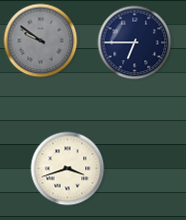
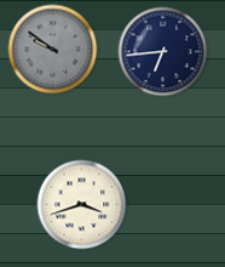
clock at (41, 41) position: (41, 41) -> (53, 50)
clock at (135, 43): 6:45 -> 6:44
